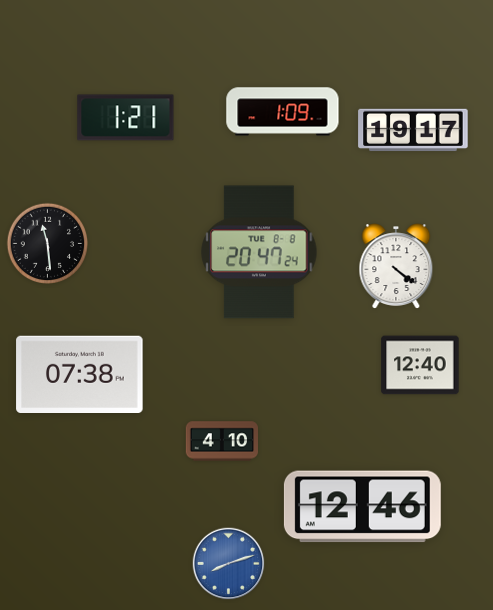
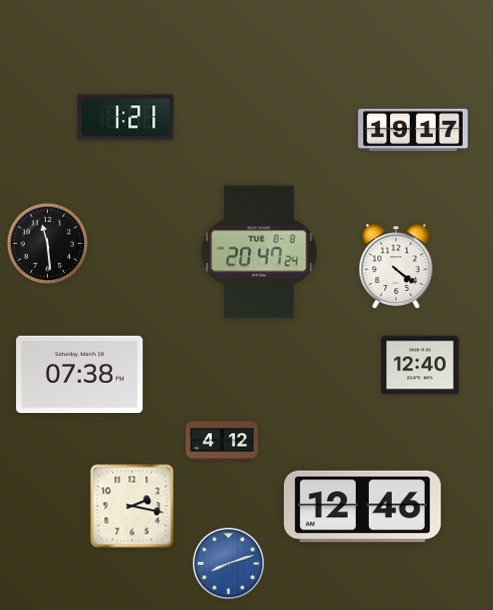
clock at (283, 112): 1:09 -> none
clock at (221, 441): 4:10 -> 4:12
clock at (132, 506): none -> 2:17
